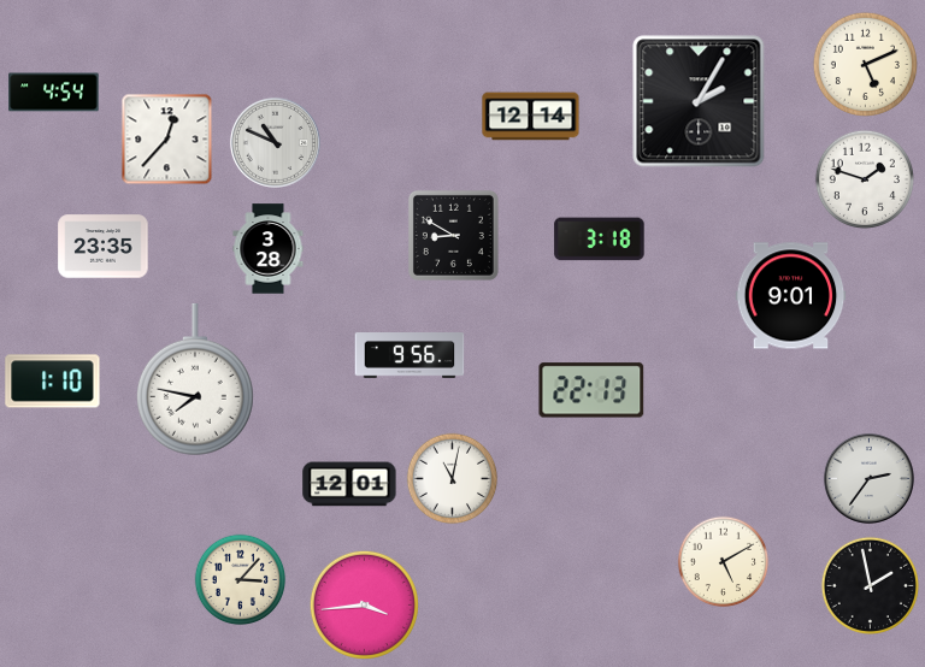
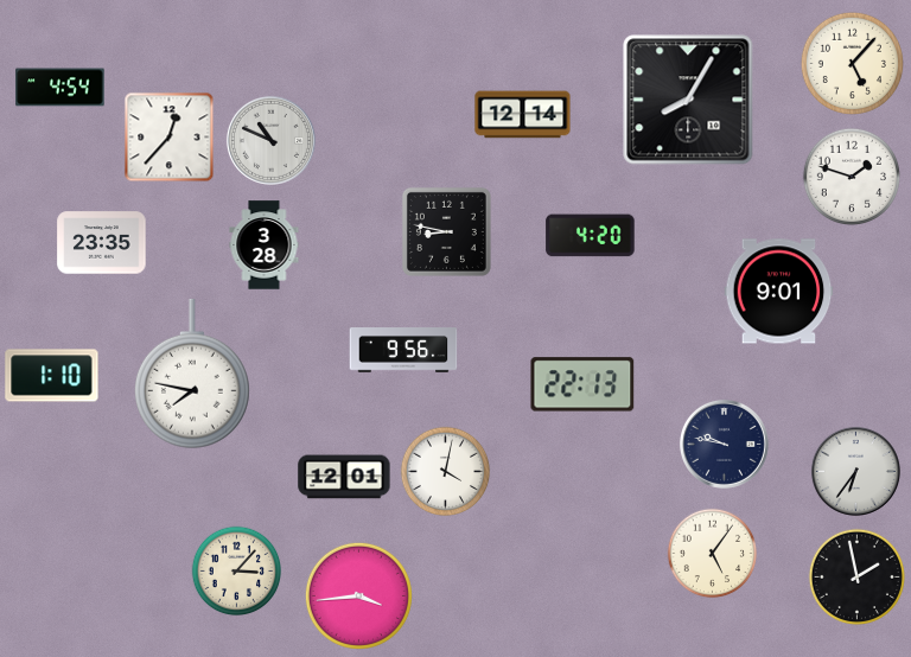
clock at (865, 64): 5:11 -> 5:07
clock at (54, 93) position: (54, 93) -> (60, 88)
clock at (699, 101): 2:05 -> 8:05
clock at (167, 140) position: (167, 140) -> (170, 138)
clock at (453, 235): 8:50 -> 8:47
clock at (600, 240): 3:18 -> 4:20
clock at (724, 444): none -> 9:47
clock at (868, 478): 2:36 -> 6:36
clock at (453, 479): 11:02 -> 4:02
clock at (724, 562): 5:10 -> 5:06
